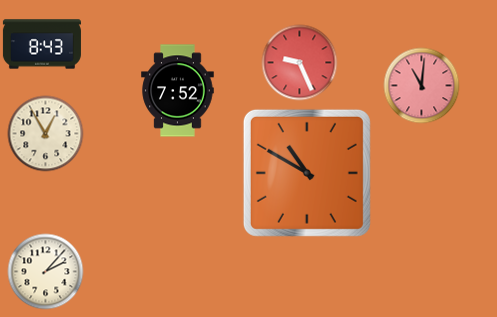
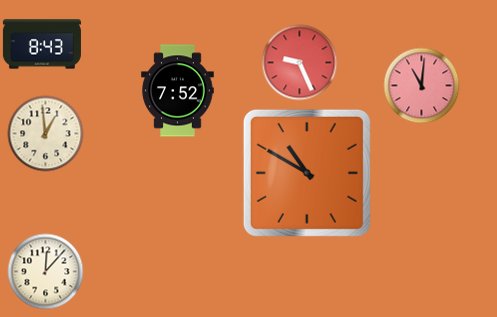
clock at (46, 134): 12:55 -> 12:59
clock at (46, 272): 2:07 -> 12:07
